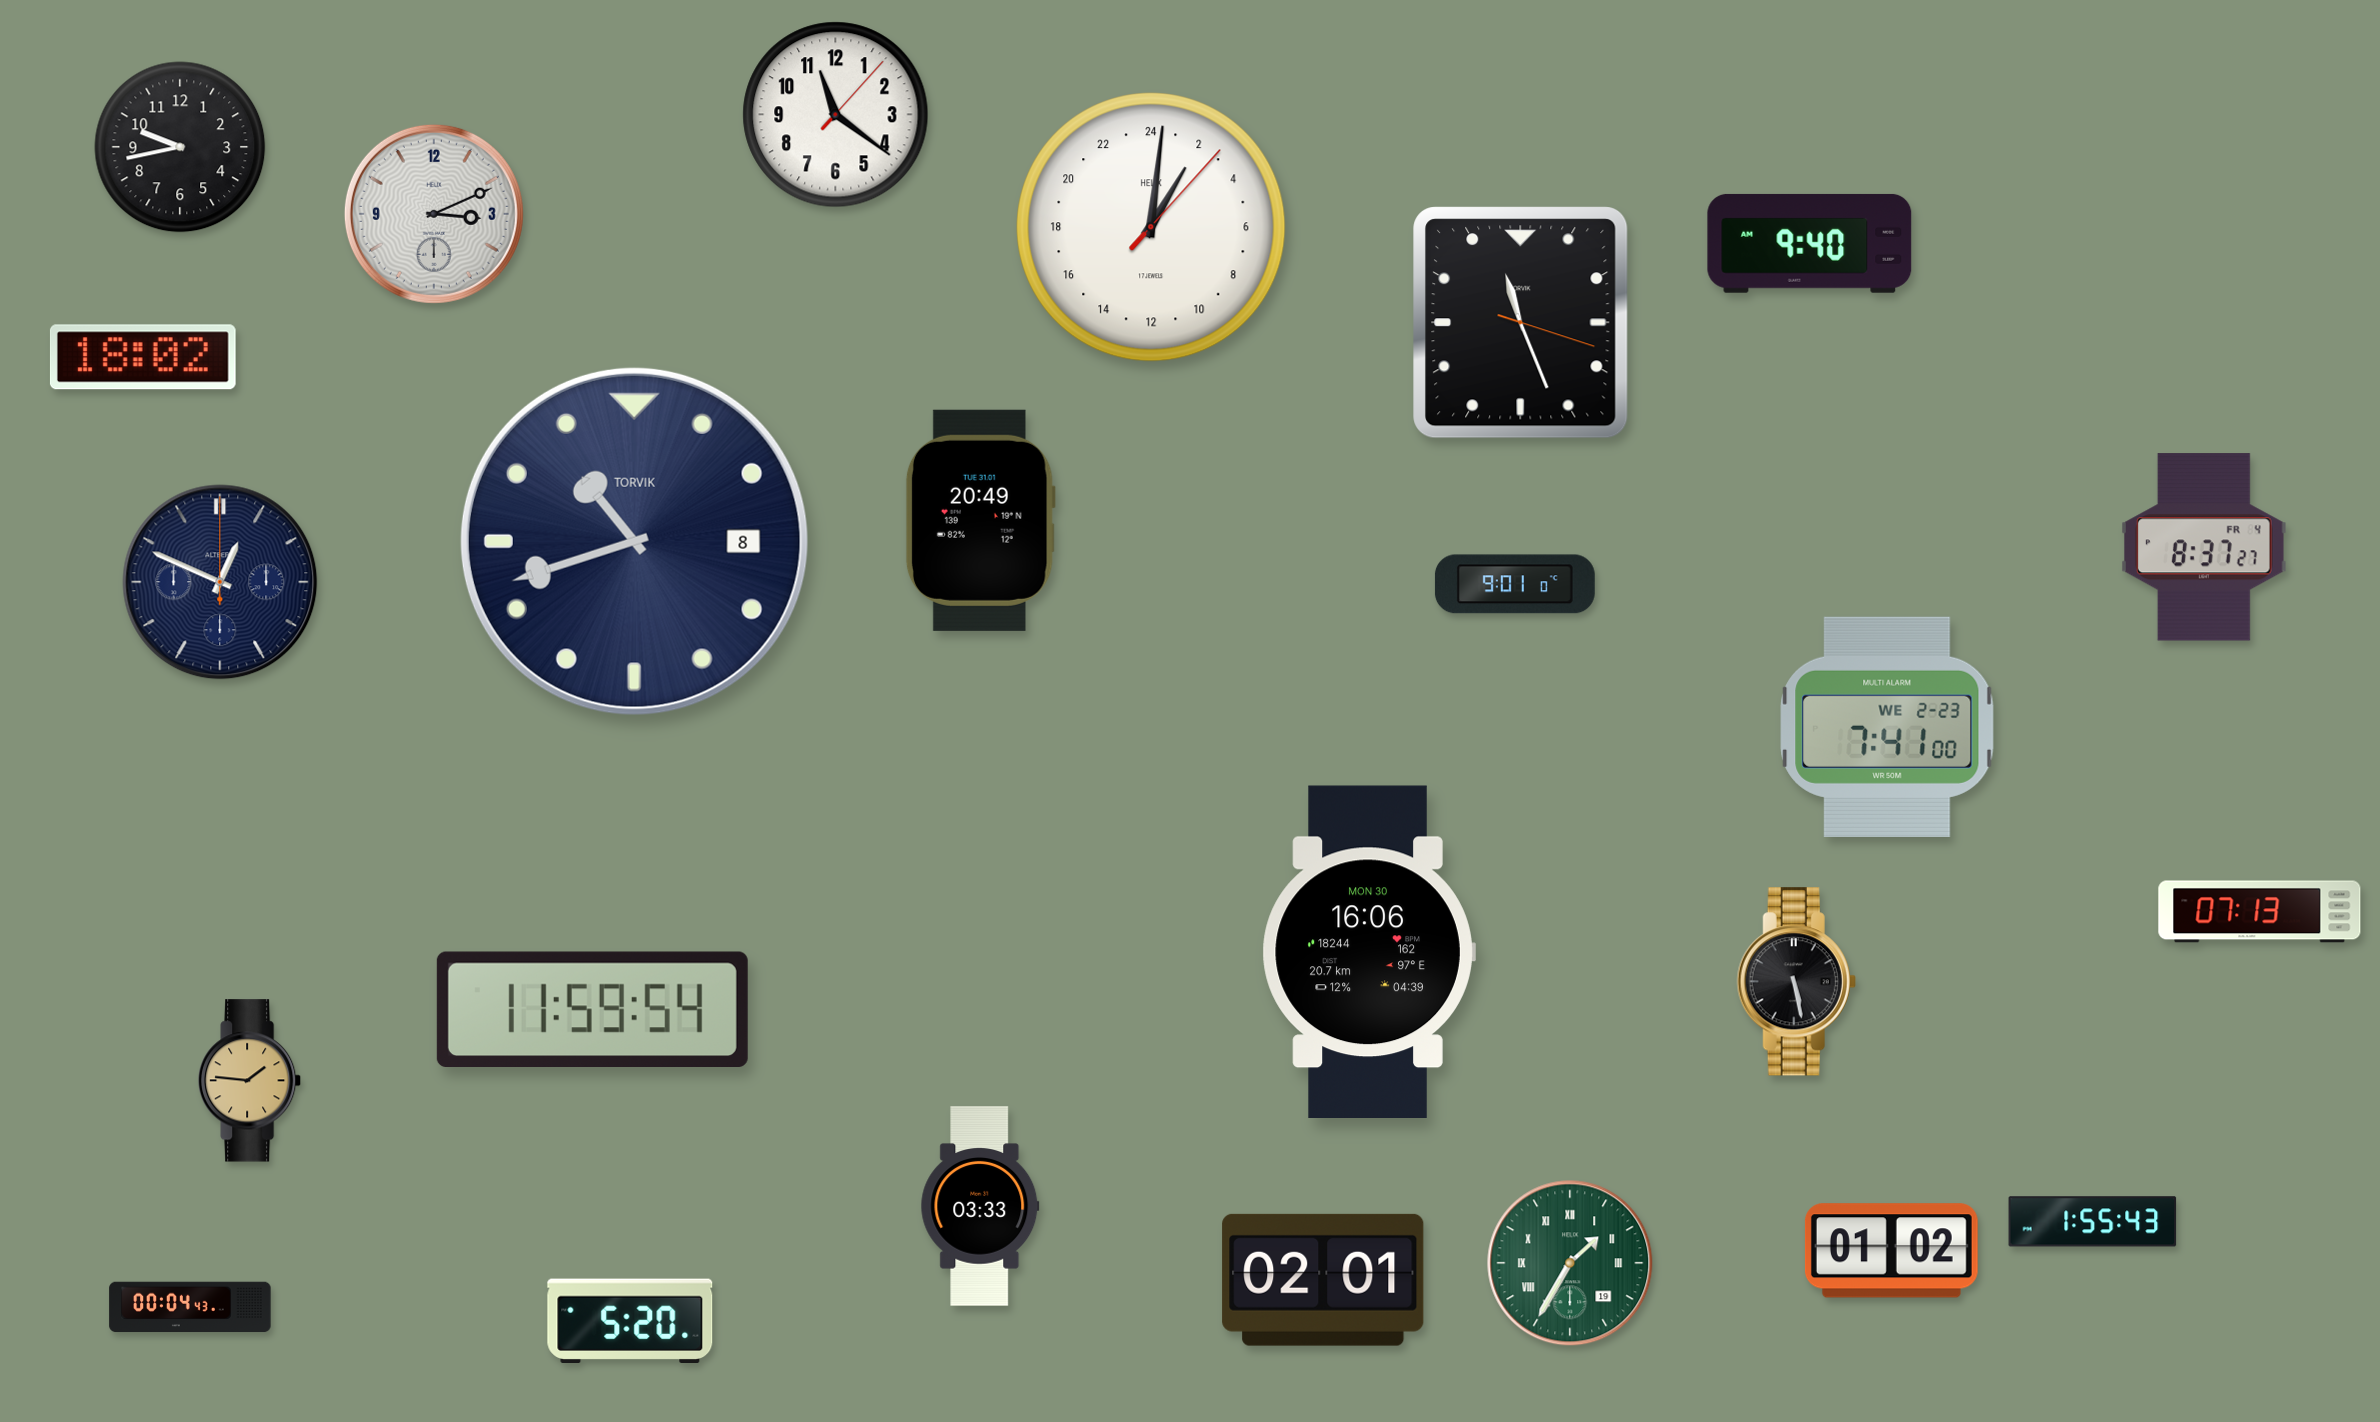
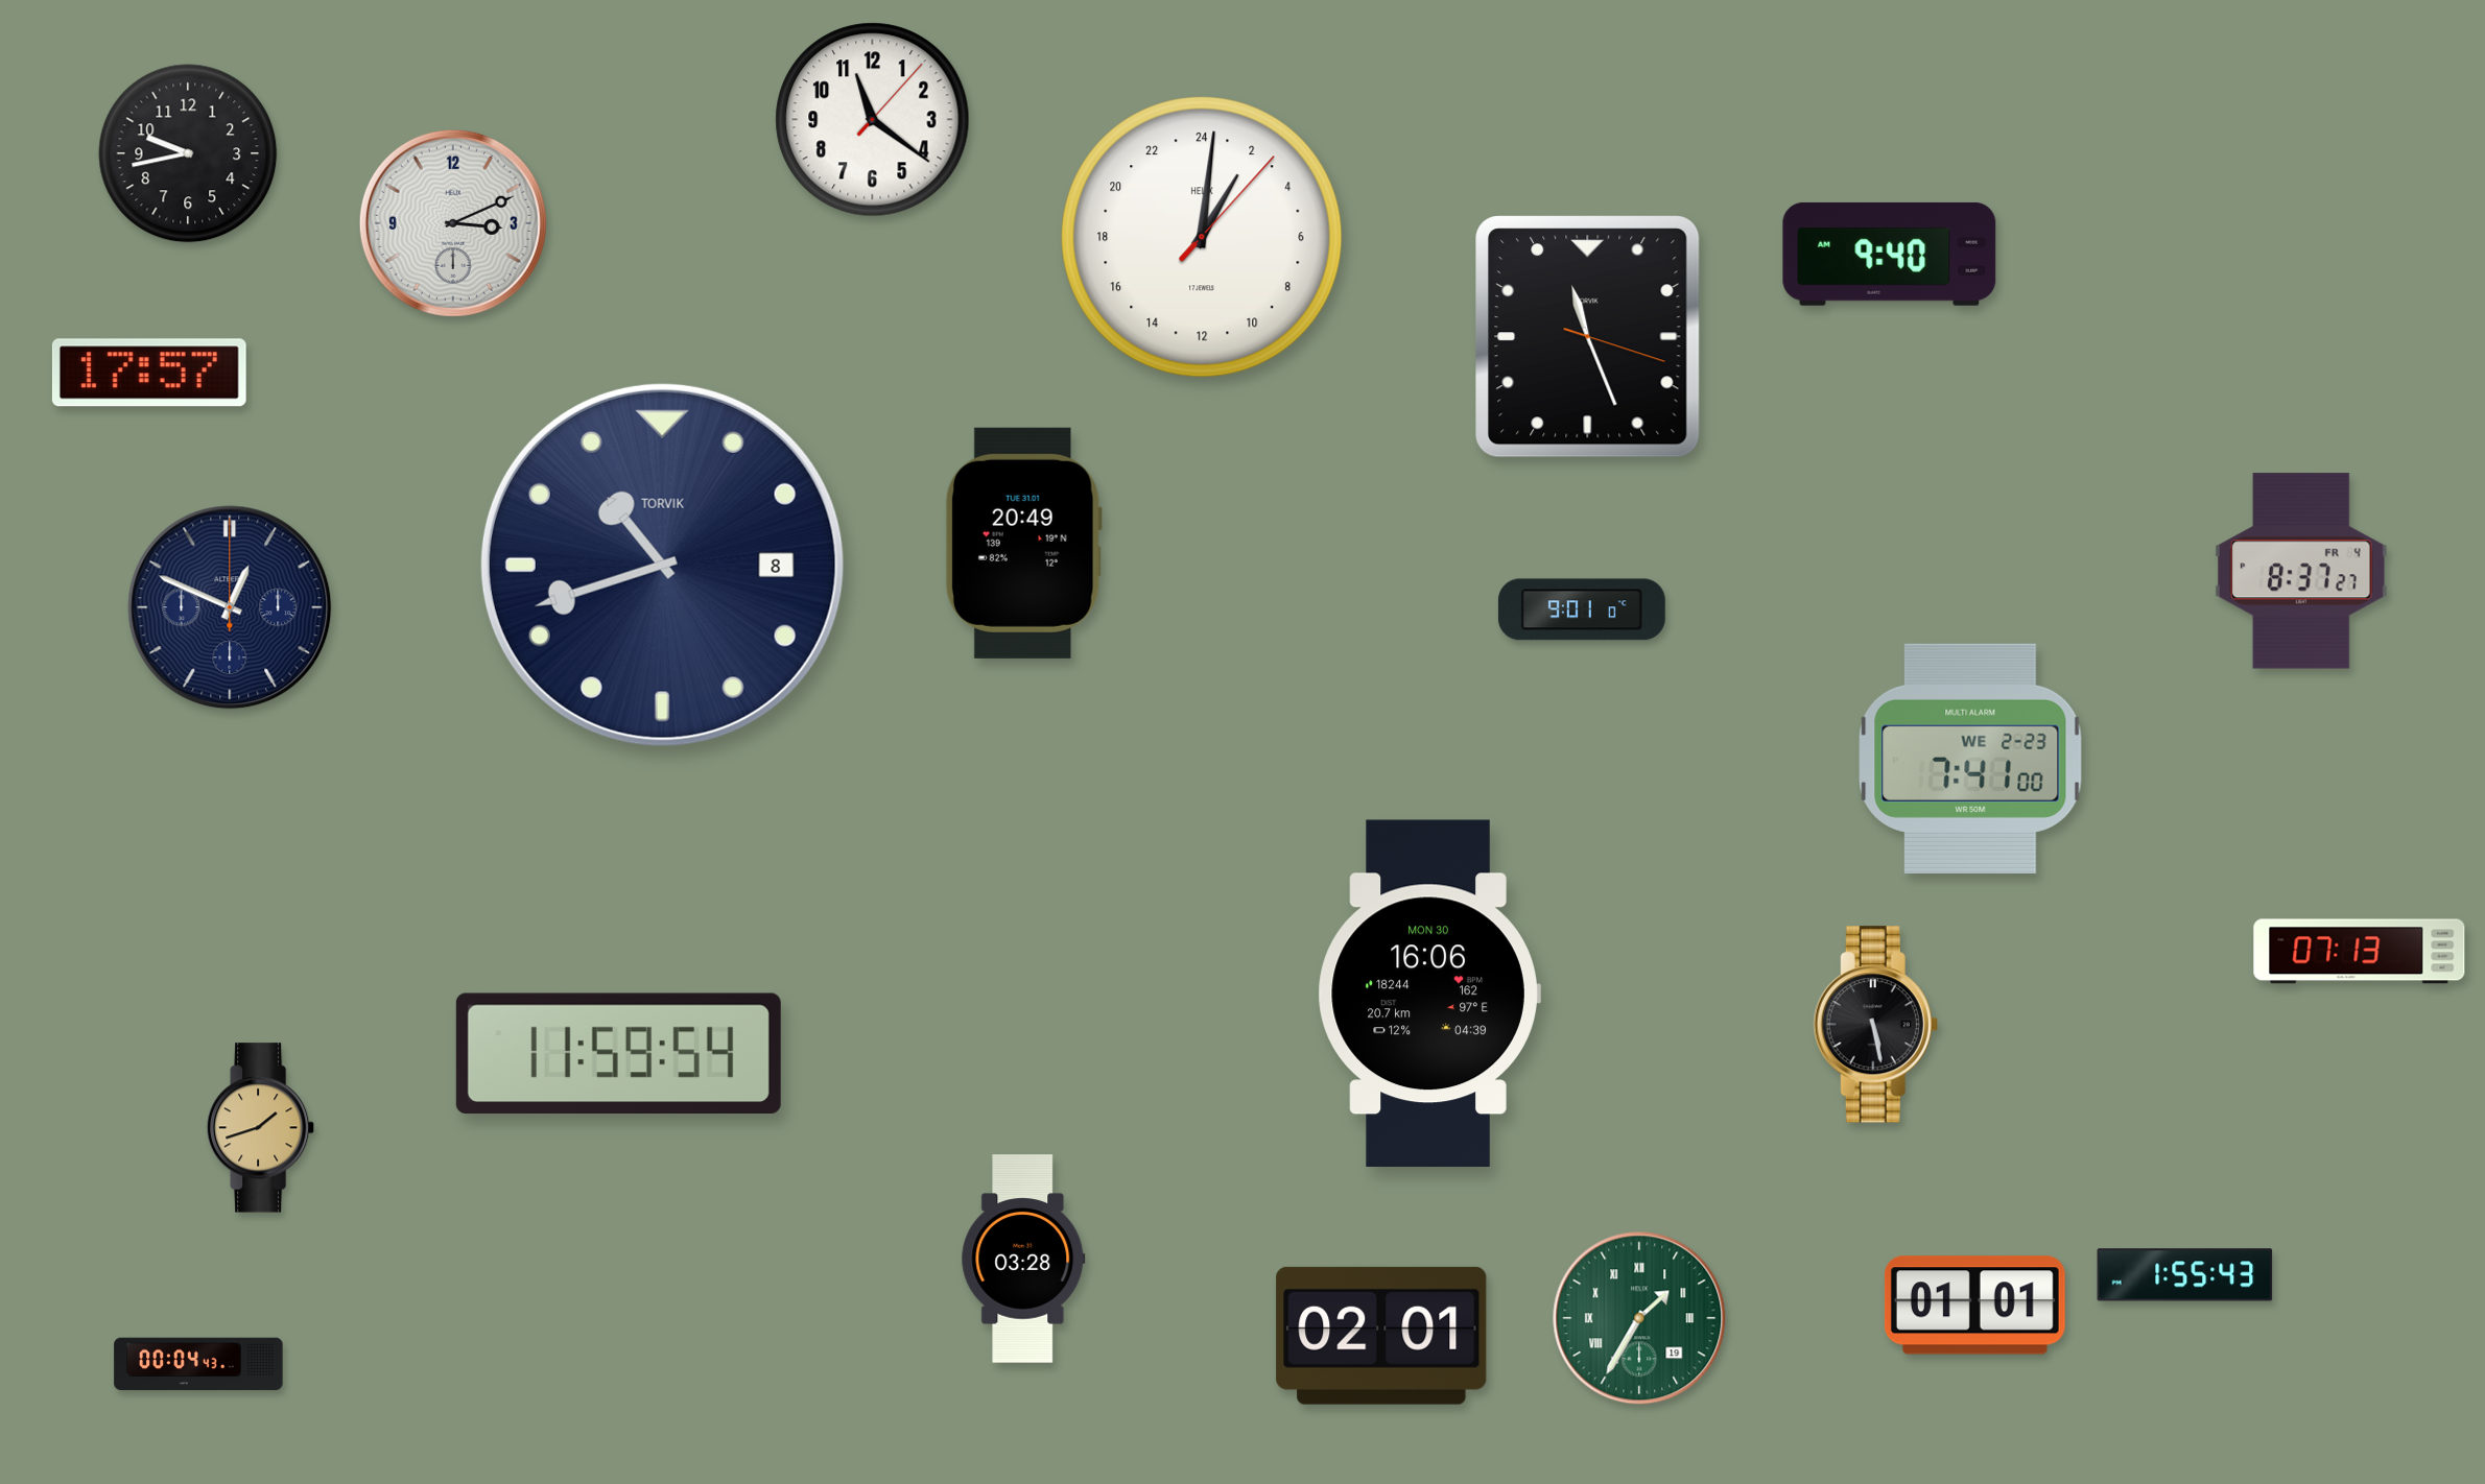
clock at (143, 357): 18:02 -> 17:57
clock at (251, 1081): 1:46 -> 1:42
clock at (980, 1206): 03:33 -> 03:28
clock at (1891, 1251): 01:02 -> 01:01
clock at (630, 1320): 5:20 -> none
